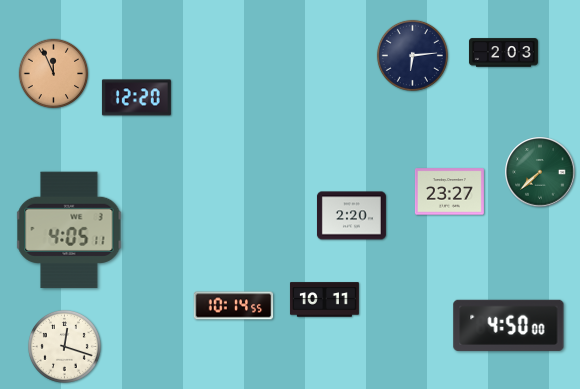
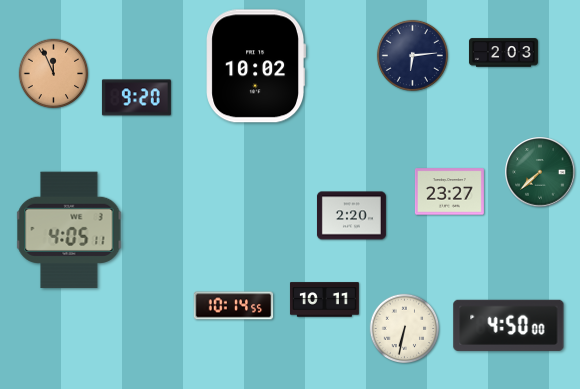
clock at (255, 66): none -> 10:02
clock at (136, 98): 12:20 -> 9:20
clock at (405, 329): none -> 6:32
clock at (64, 346): 12:18 -> none
